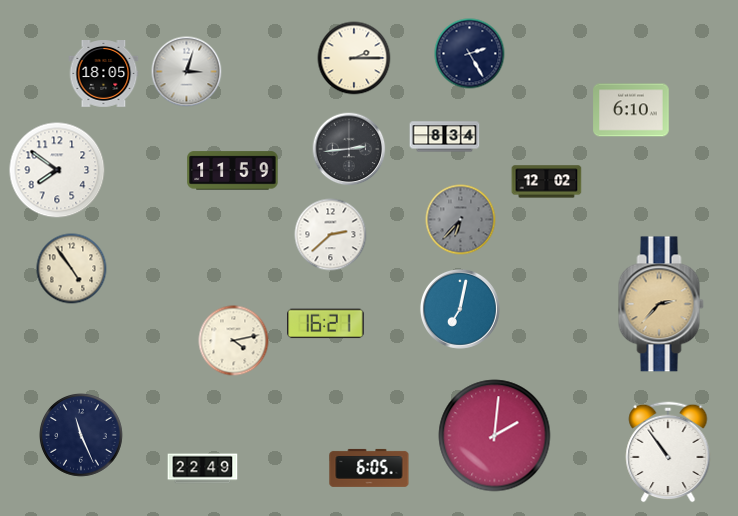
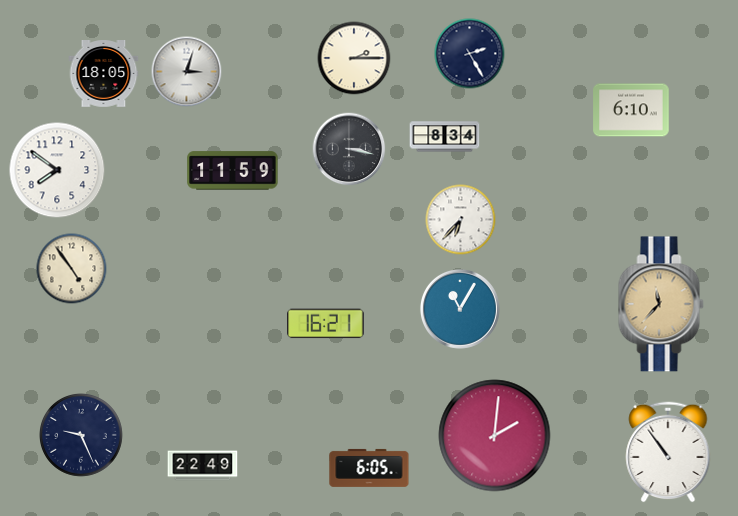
clock at (349, 149): 2:44 -> 3:17
clock at (547, 182): 12:02 -> none
clock at (461, 220) dial: grey -> white
clock at (331, 235): 2:38 -> none
clock at (661, 304): 2:37 -> 11:37
clock at (460, 309): 7:02 -> 11:05
clock at (234, 341): 4:13 -> none
clock at (82, 436): 11:26 -> 9:26
clock at (203, 469) position: (203, 469) -> (203, 466)
